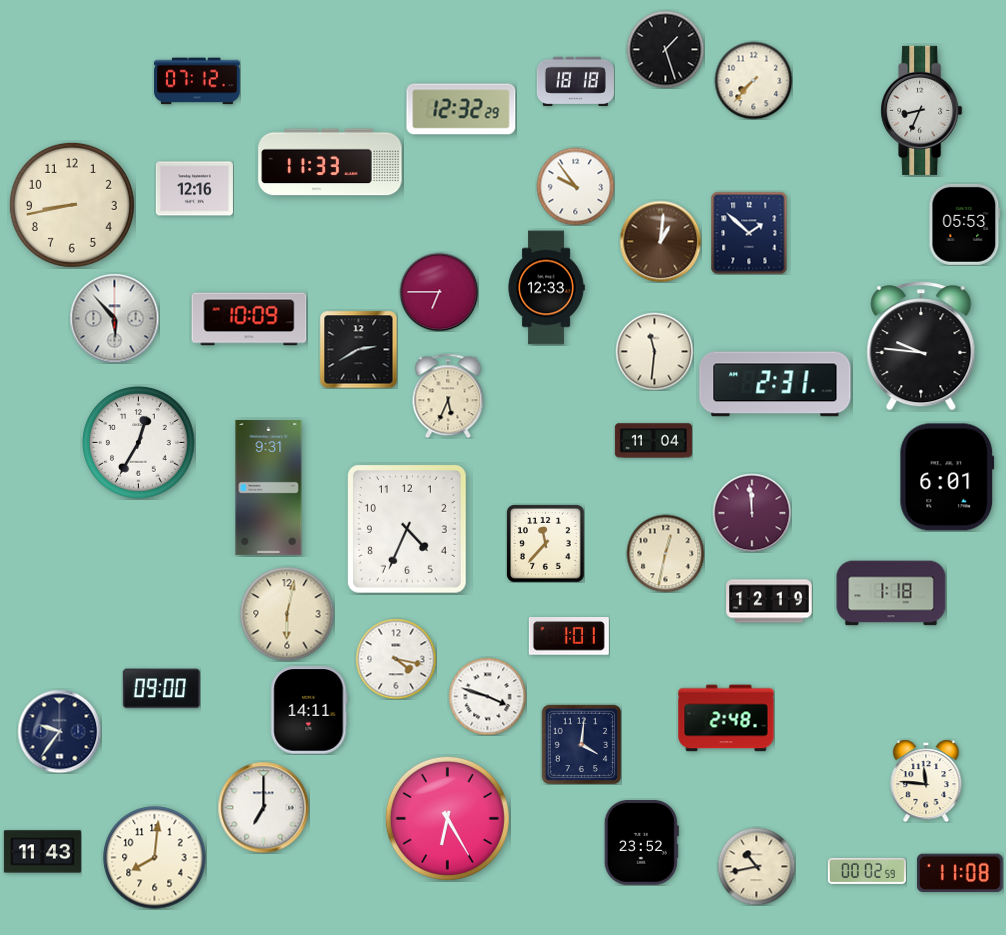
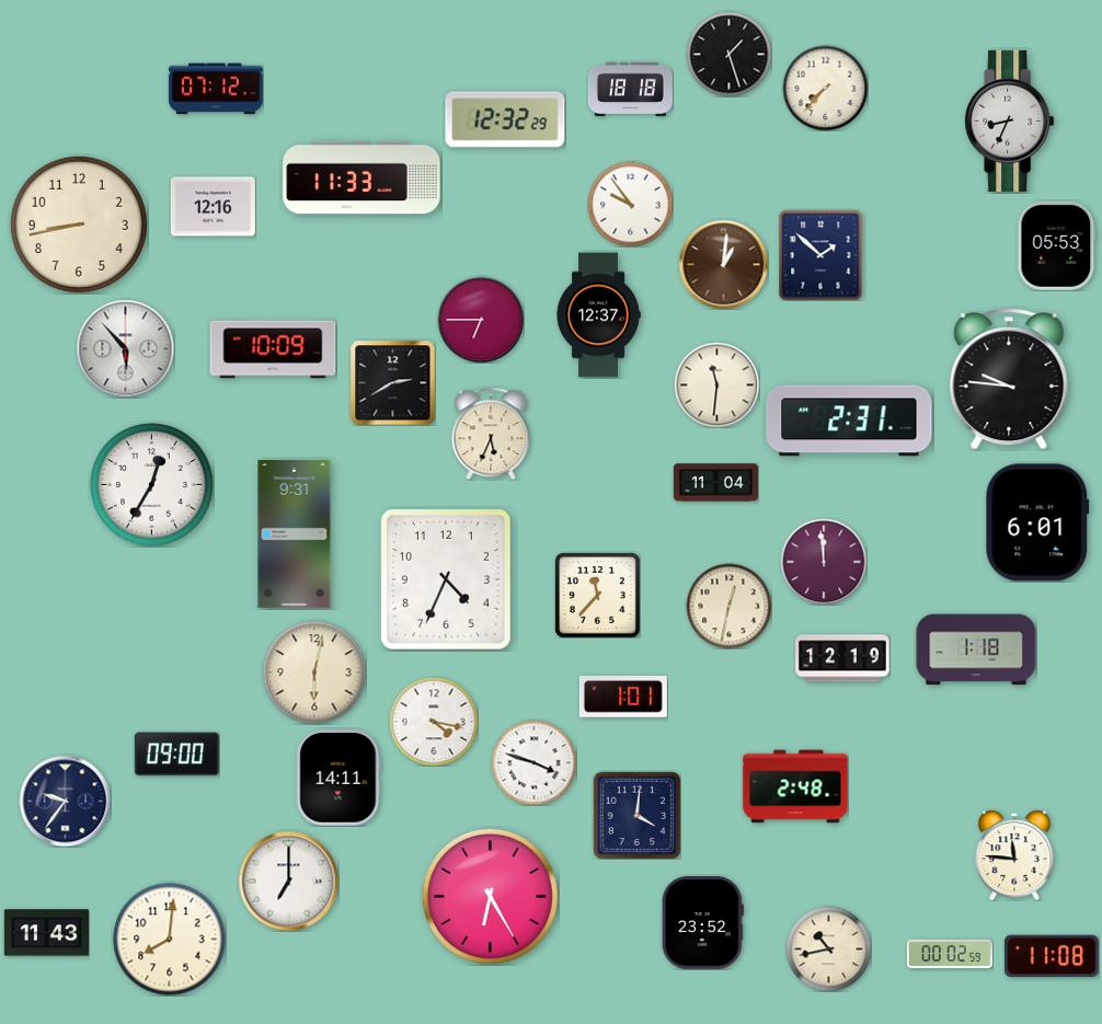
clock at (546, 288): 12:33 -> 12:37
clock at (263, 807) position: (263, 807) -> (288, 881)
